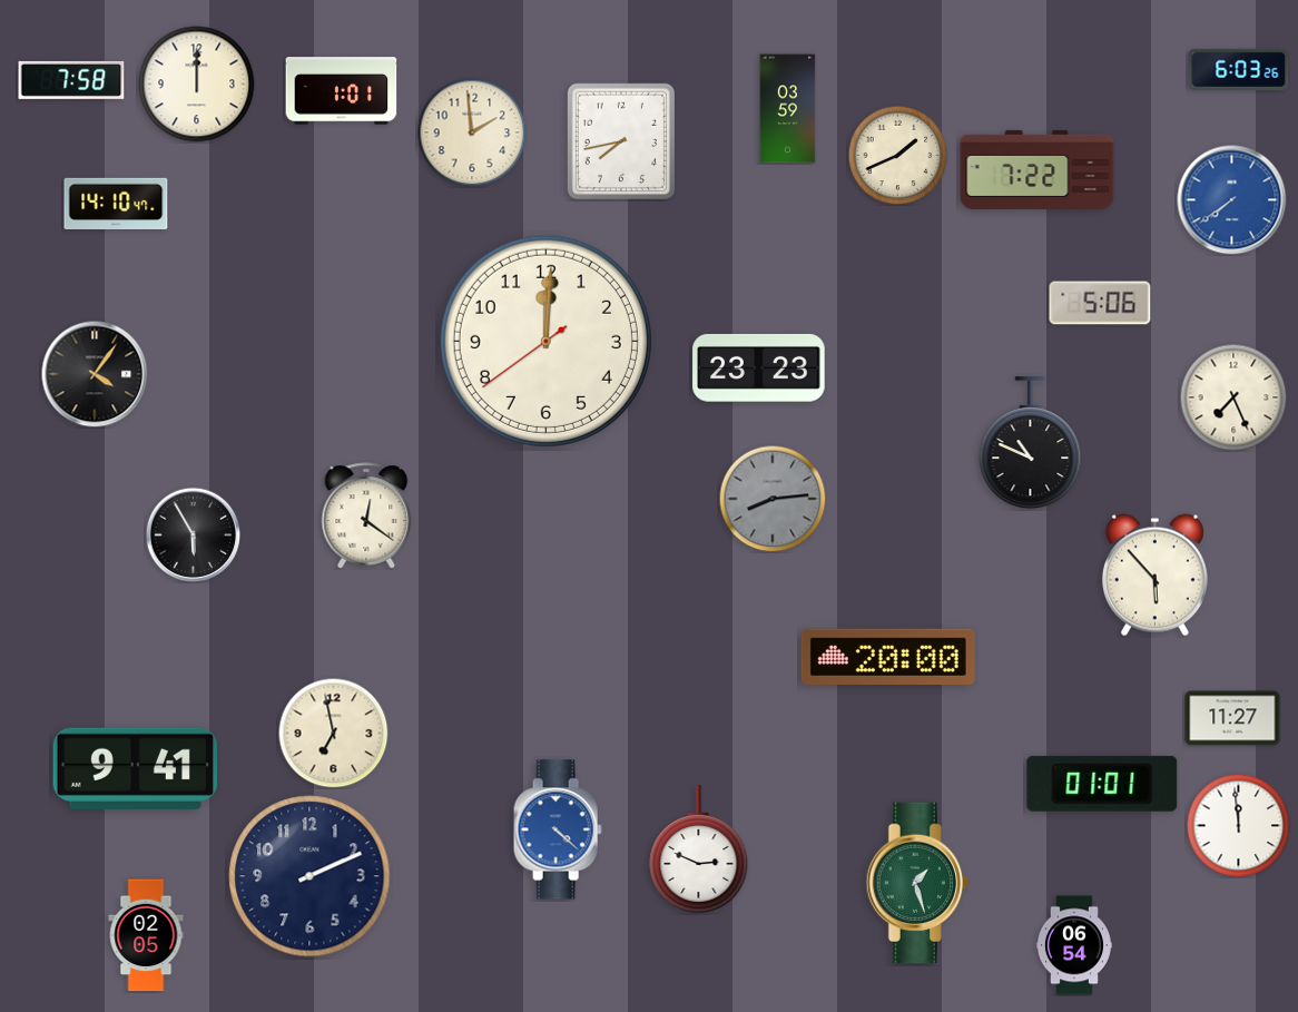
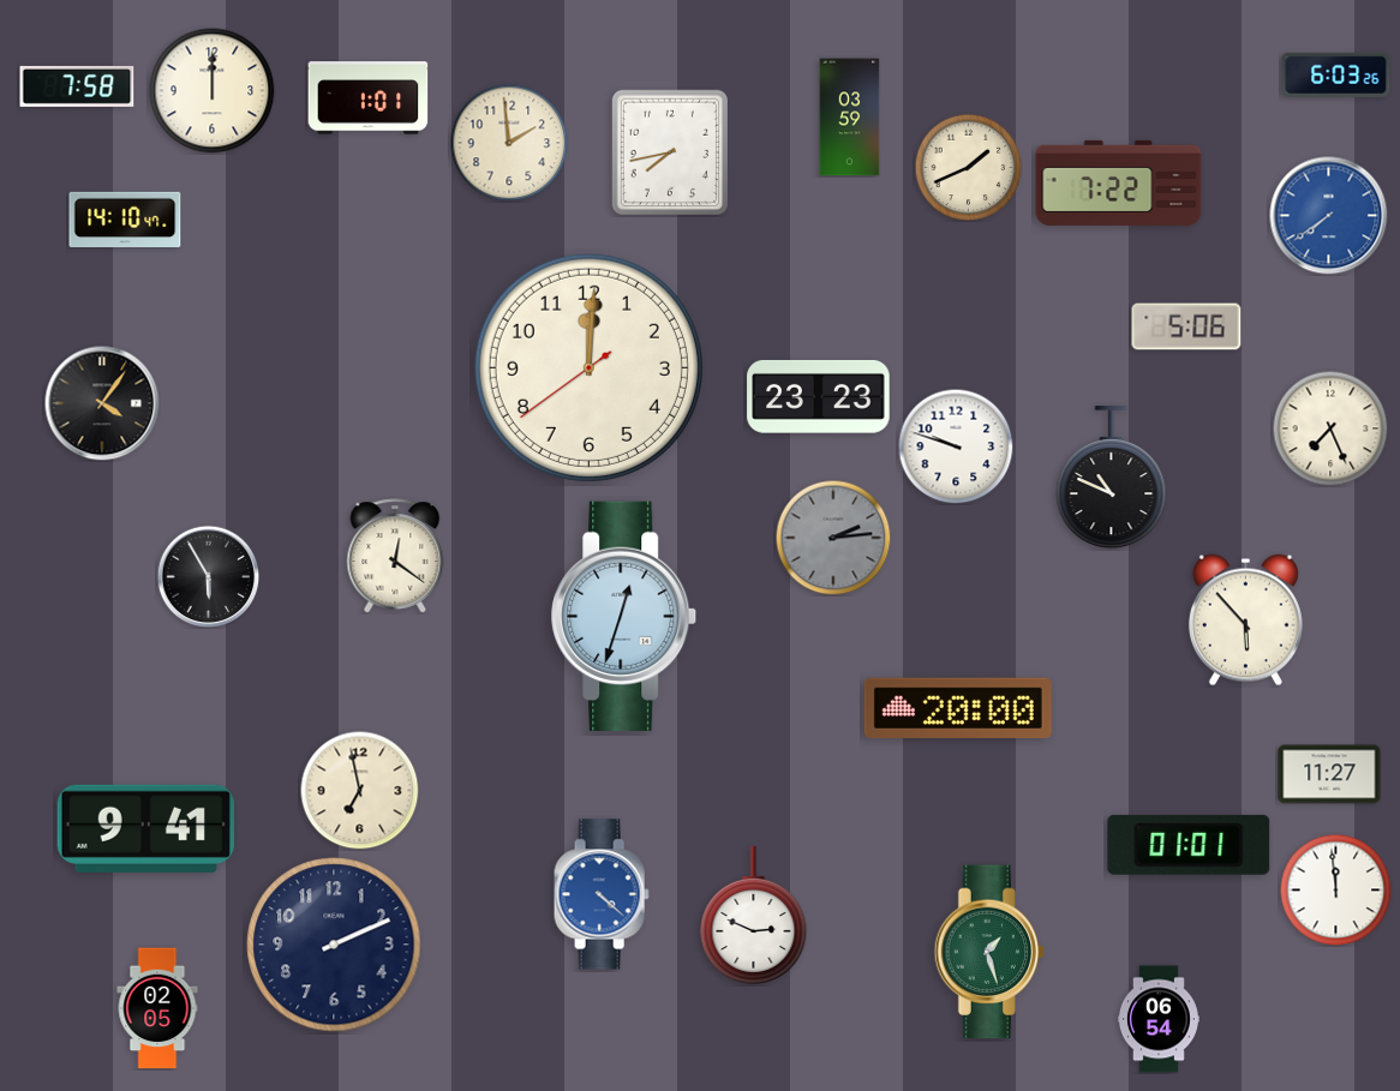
clock at (956, 446): none -> 9:48
clock at (773, 499): 8:14 -> 2:14
clock at (624, 616): none -> 12:33
